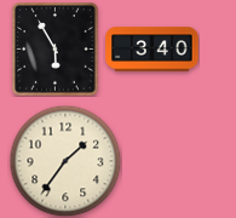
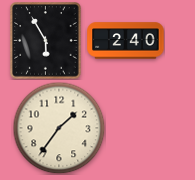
clock at (152, 50): 3:40 -> 2:40
clock at (65, 161) position: (65, 161) -> (59, 128)
